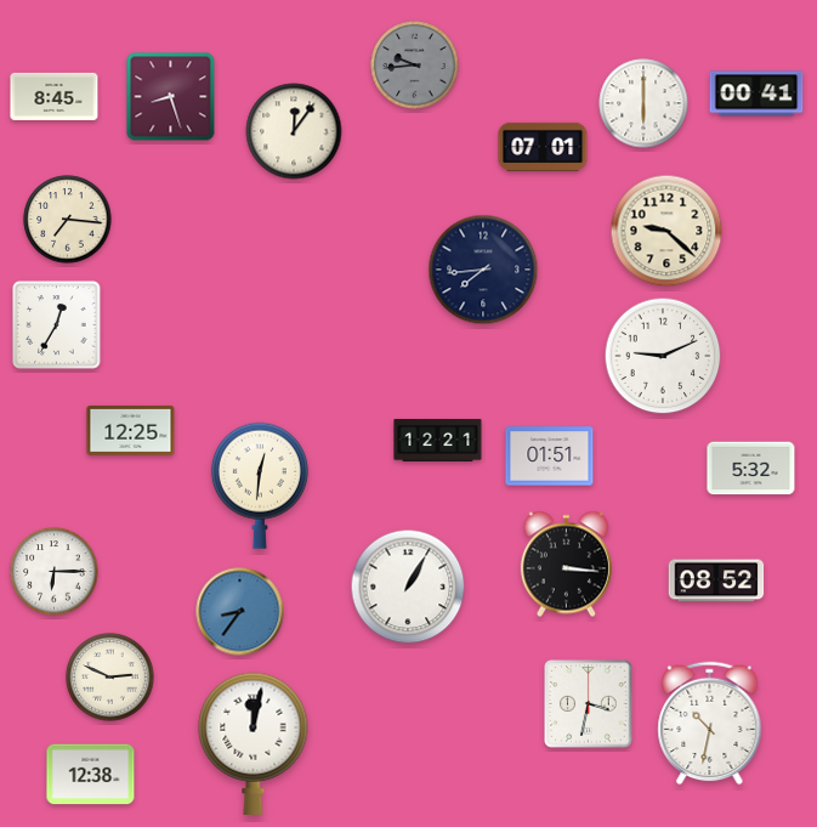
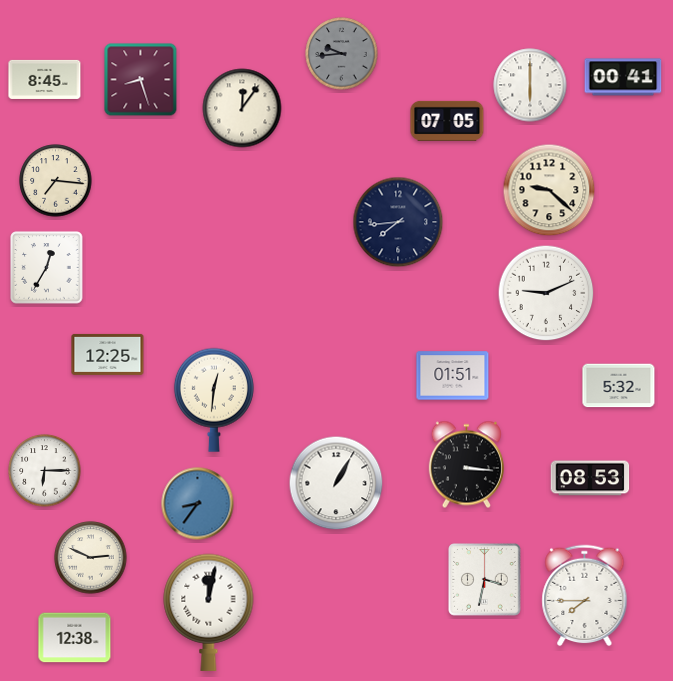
clock at (543, 147): 07:01 -> 07:05
clock at (438, 440): 12:21 -> none
clock at (716, 580): 08:52 -> 08:53
clock at (710, 724): 10:32 -> 7:45
